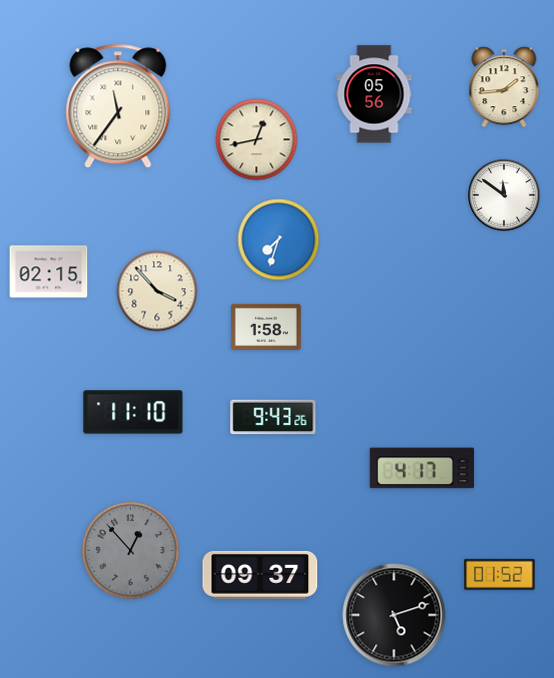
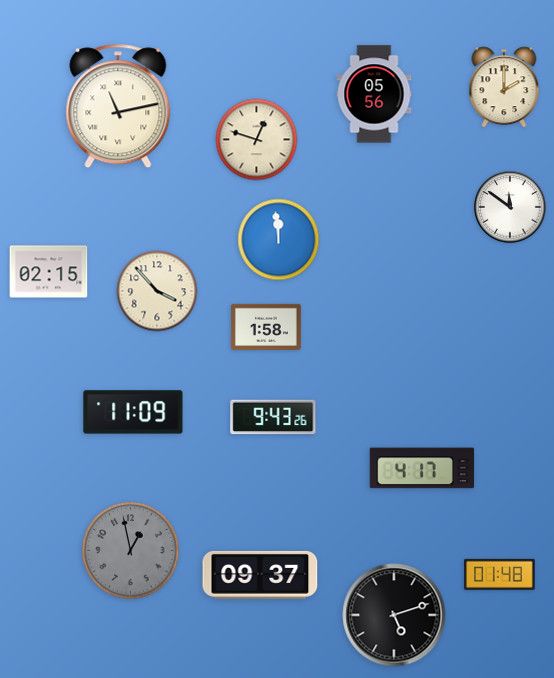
clock at (504, 87): 1:44 -> 2:00
clock at (118, 106): 11:36 -> 11:13
clock at (257, 140): 12:43 -> 12:48
clock at (504, 195) position: (504, 195) -> (510, 207)
clock at (279, 240): 7:33 -> 11:59
clock at (133, 412): 11:10 -> 11:09
clock at (131, 551): 12:53 -> 12:58
clock at (500, 574): 01:52 -> 01:48
